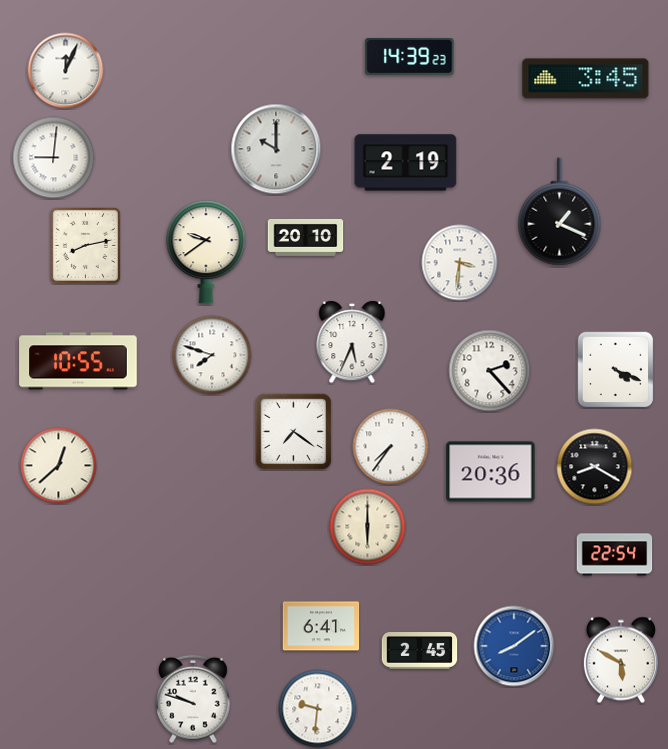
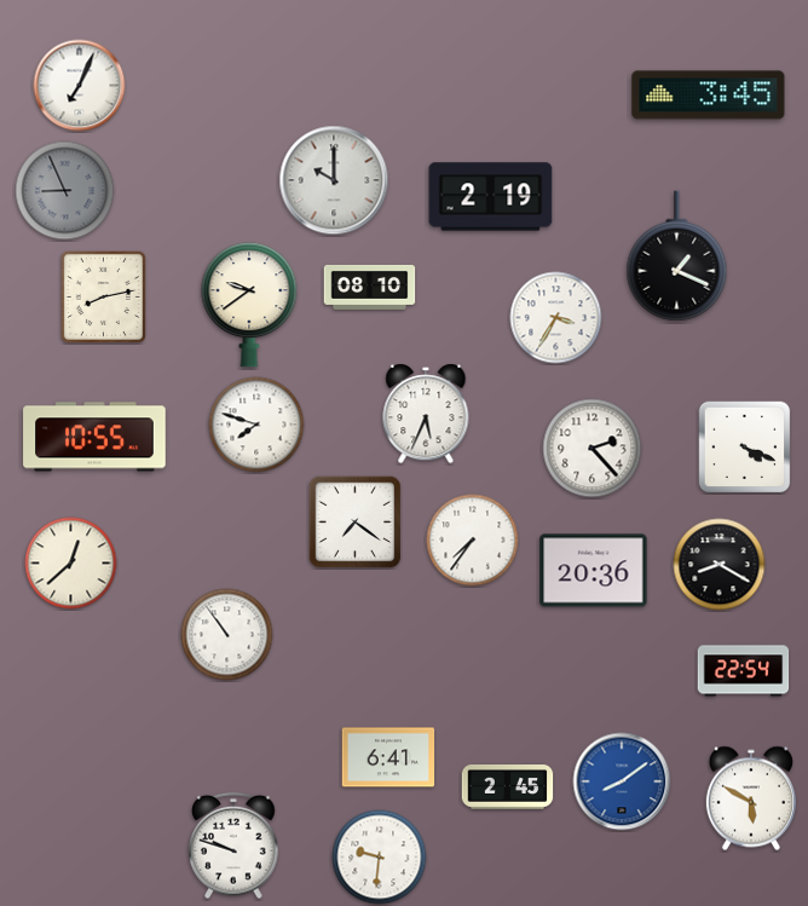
clock at (410, 57): 14:39 -> none
clock at (66, 71): 12:04 -> 7:04
clock at (54, 158): 9:01 -> 8:56
clock at (54, 158) dial: white -> grey
clock at (306, 237): 20:10 -> 08:10
clock at (460, 263): 3:31 -> 3:35
clock at (212, 355) position: (212, 355) -> (256, 425)
clock at (227, 635): none -> 10:54
clock at (368, 527): 6:00 -> none
clock at (318, 709) position: (318, 709) -> (380, 858)
